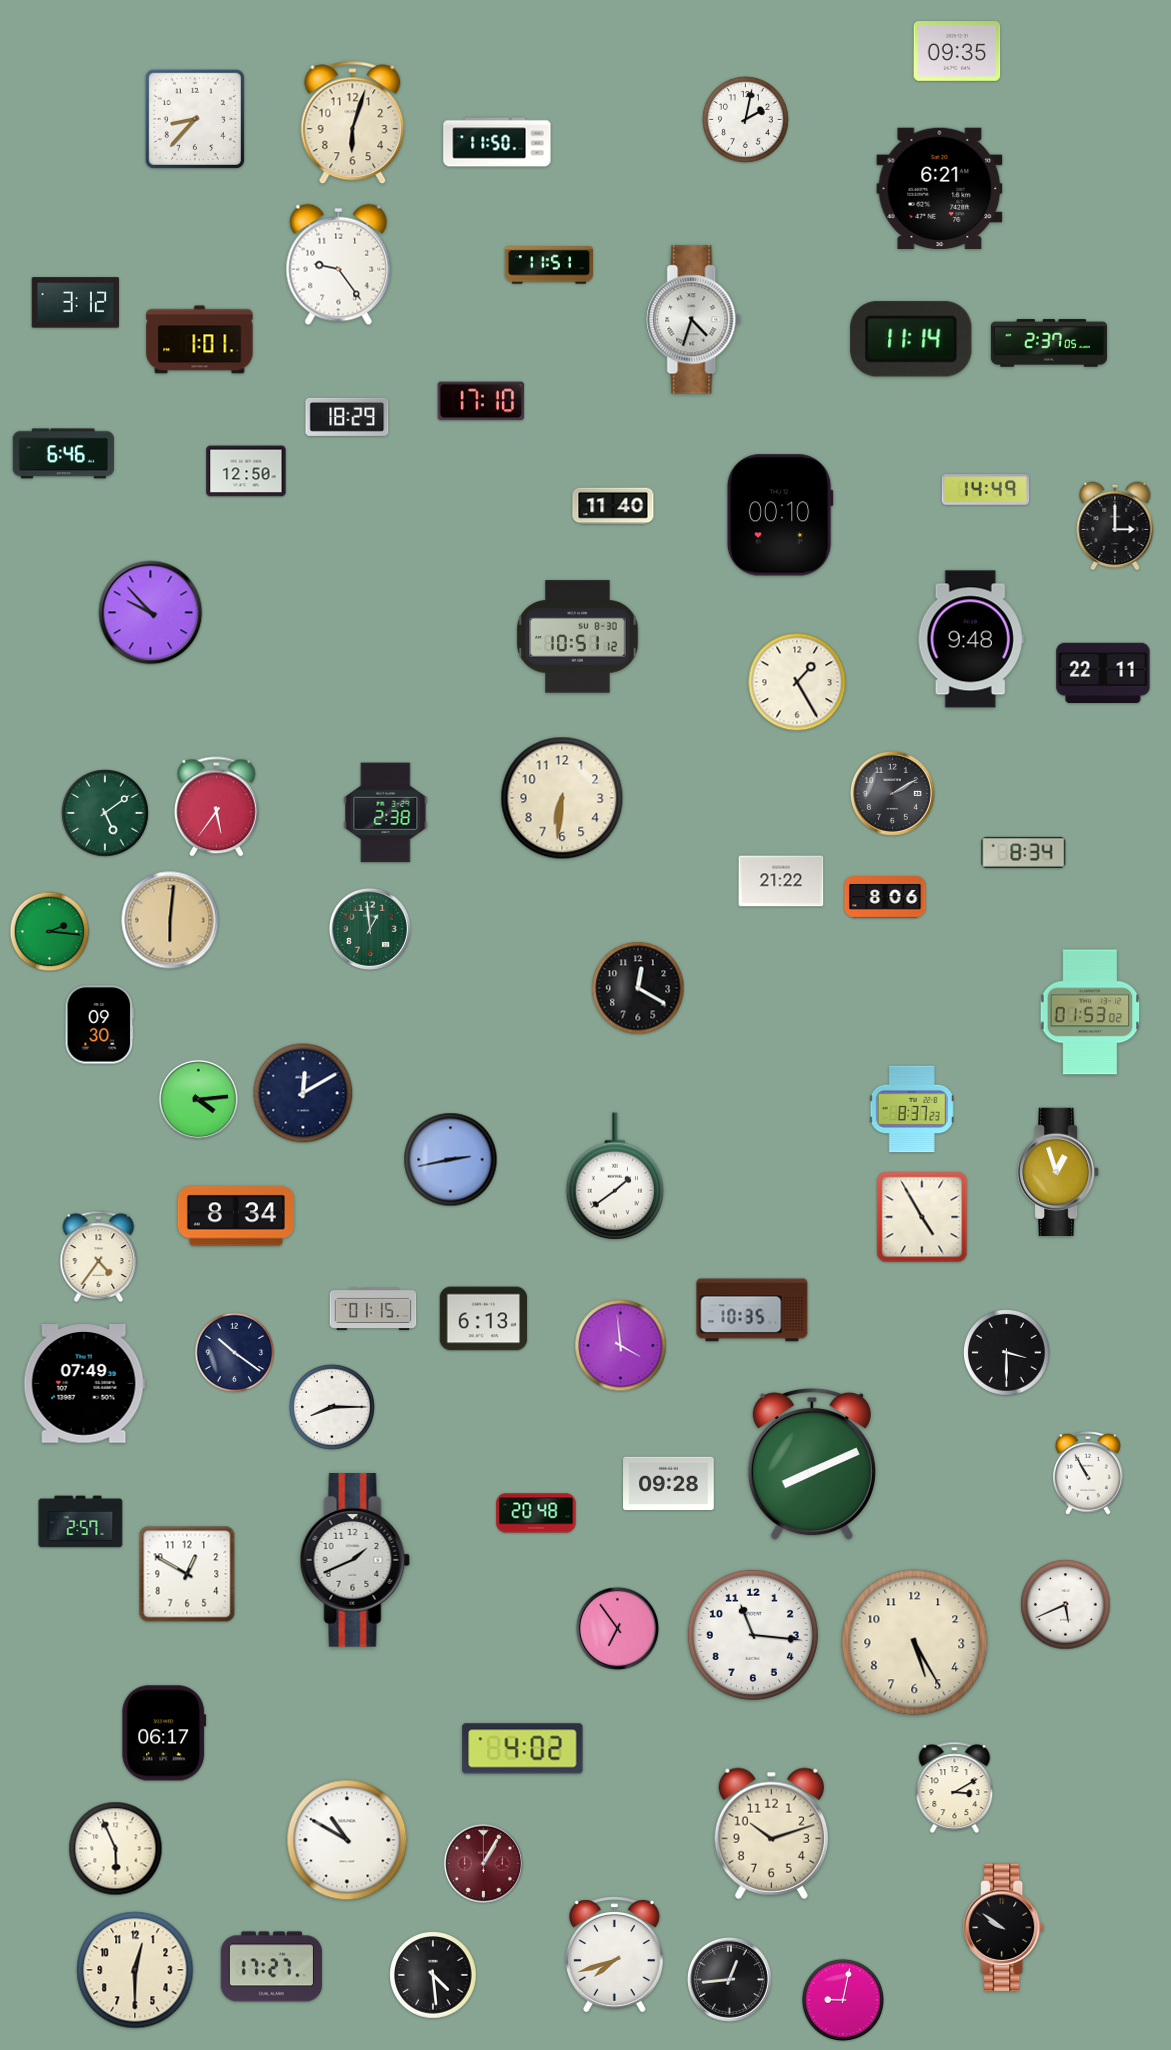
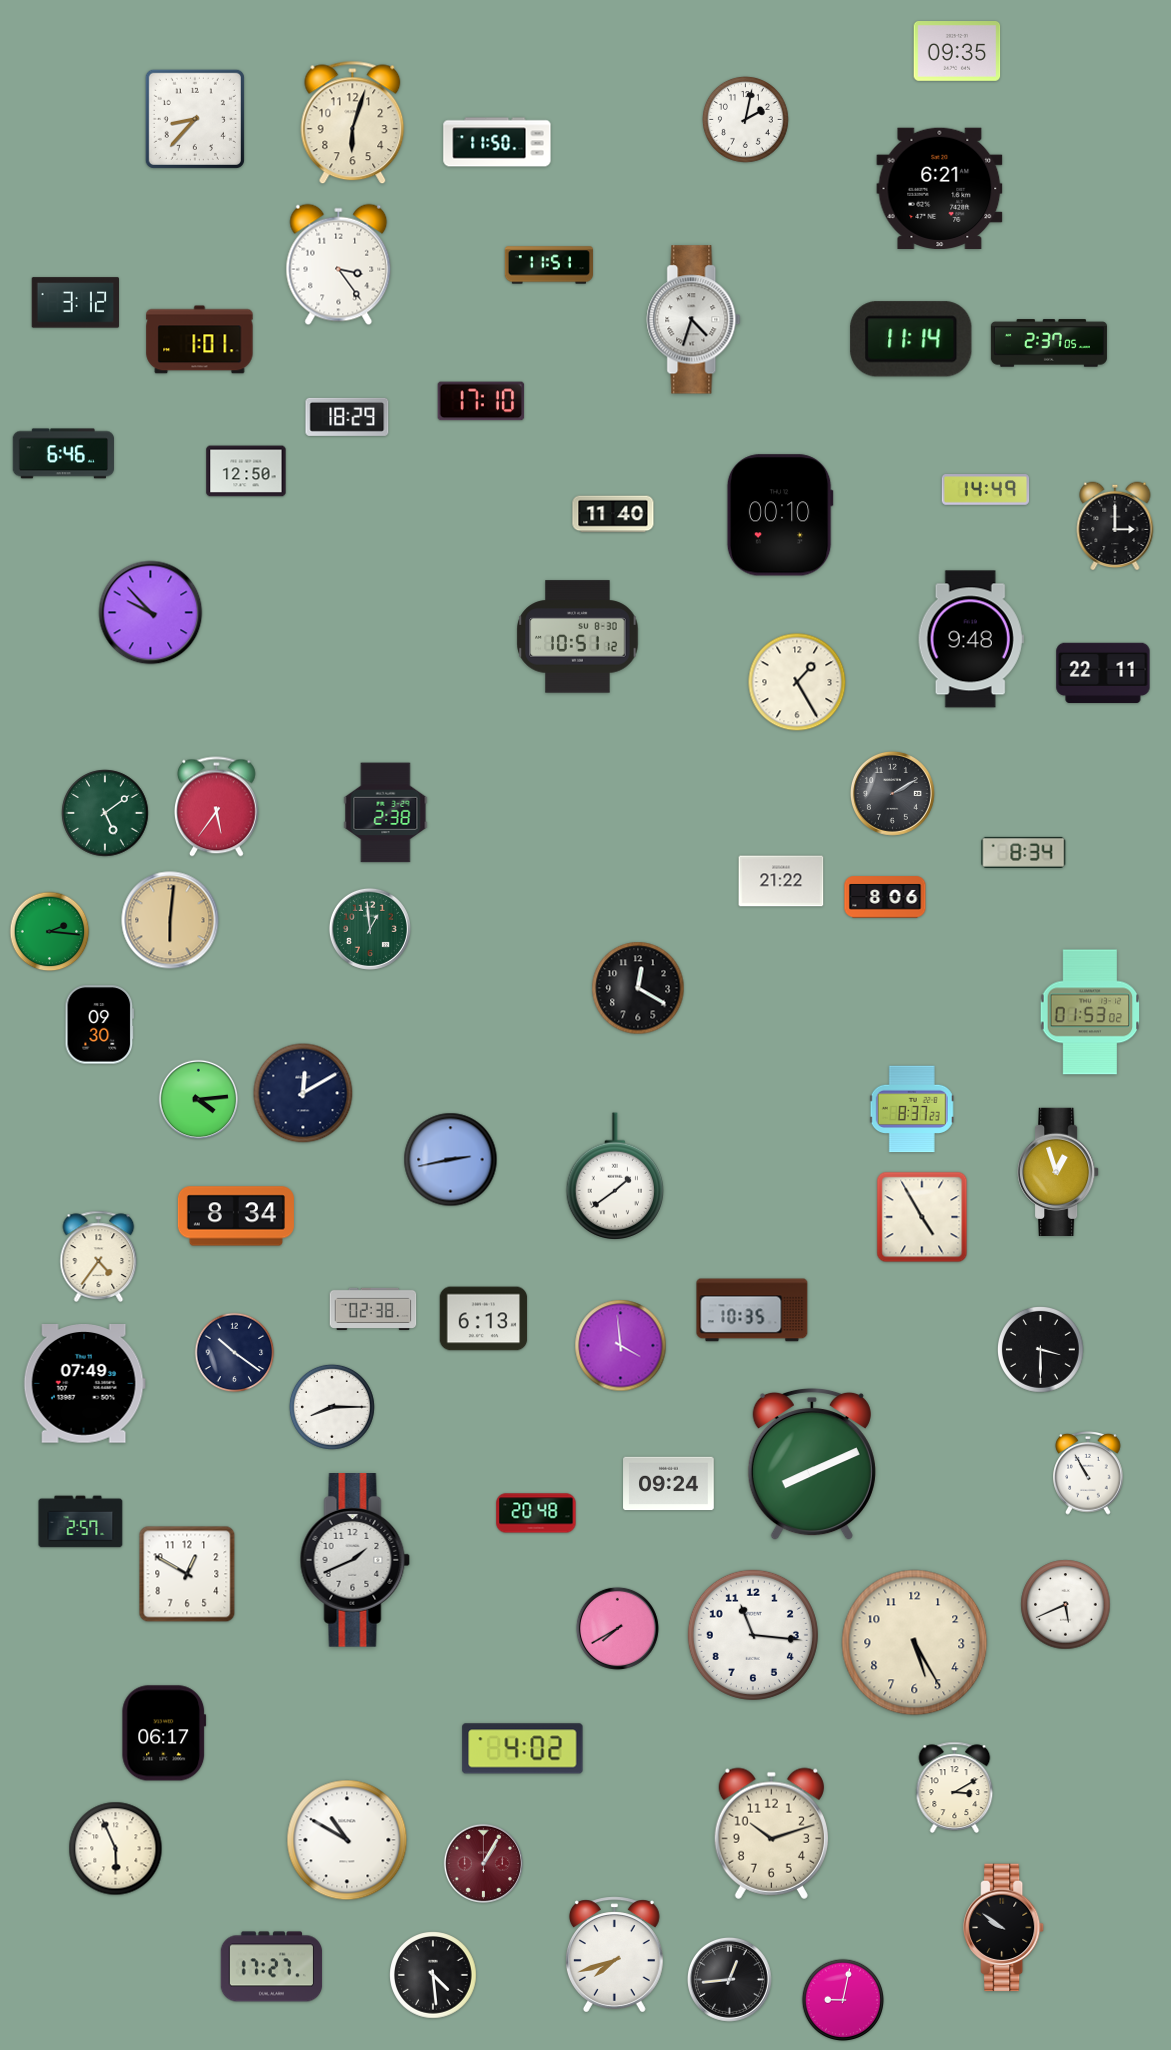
clock at (339, 265): 9:24 -> 3:24
clock at (613, 506) position: (613, 506) -> (613, 514)
clock at (562, 798): 6:31 -> none
clock at (373, 1309): 01:15 -> 02:38
clock at (1007, 1353) position: (1007, 1353) -> (1041, 1350)
clock at (669, 1484): 09:28 -> 09:24
clock at (617, 1628): 6:54 -> 7:40
clock at (135, 1970): 12:30 -> none
